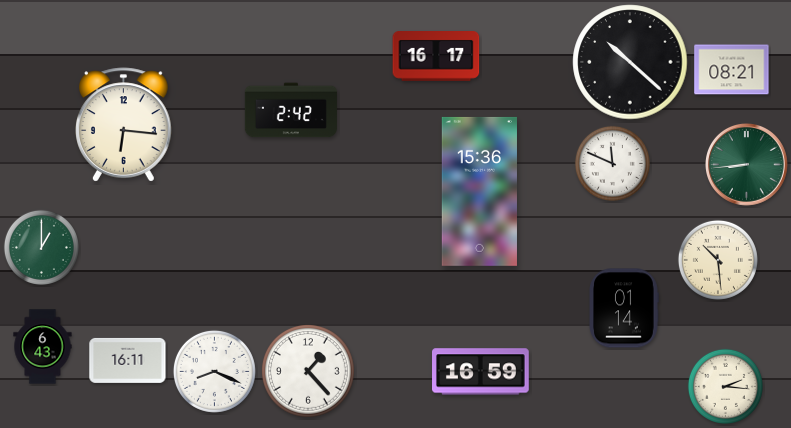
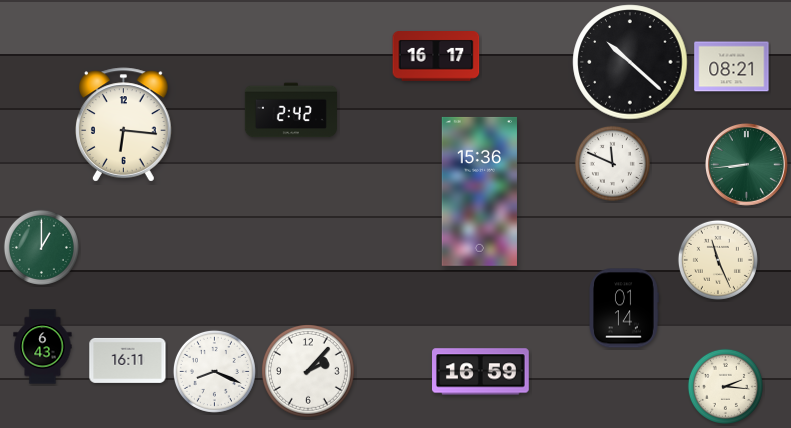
clock at (732, 70) position: (732, 70) -> (732, 67)
clock at (718, 260): 10:29 -> 11:26
clock at (308, 371): 1:23 -> 2:07
